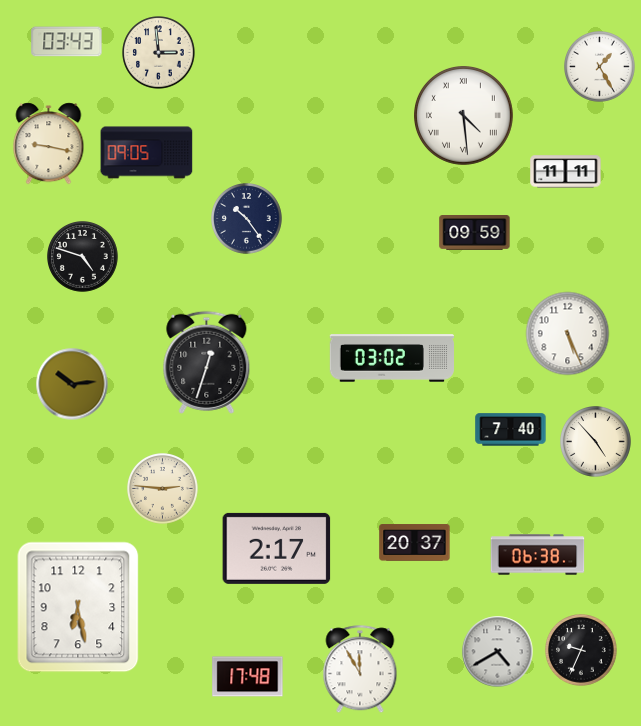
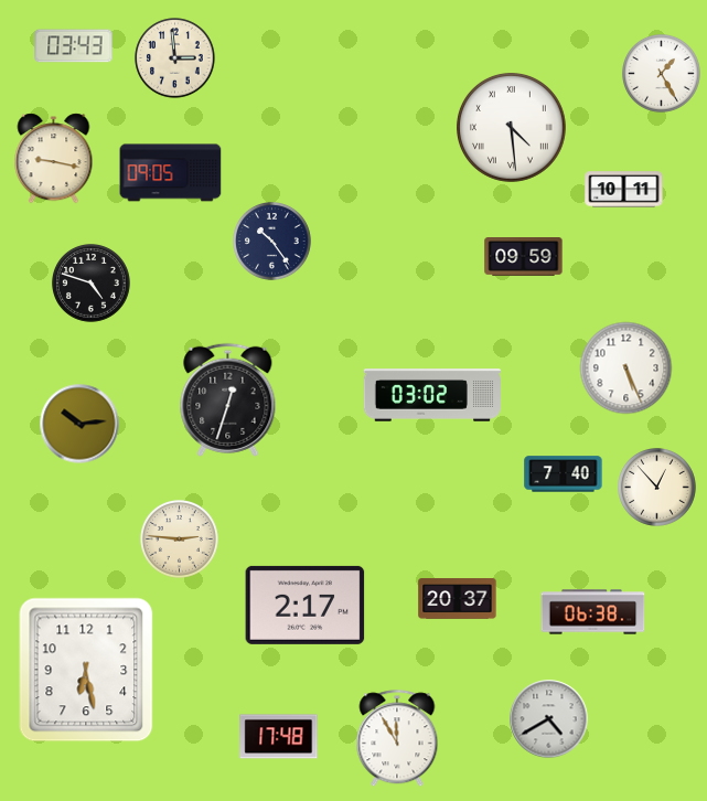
clock at (147, 153) position: (147, 153) -> (171, 173)
clock at (566, 172): 11:11 -> 10:11
clock at (596, 442): 4:53 -> 12:53
clock at (581, 650): 9:34 -> none
clock at (248, 677) position: (248, 677) -> (279, 737)
